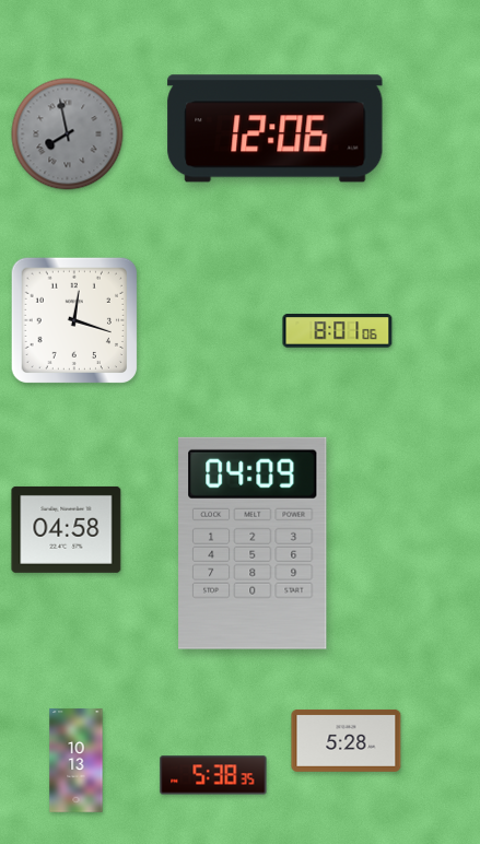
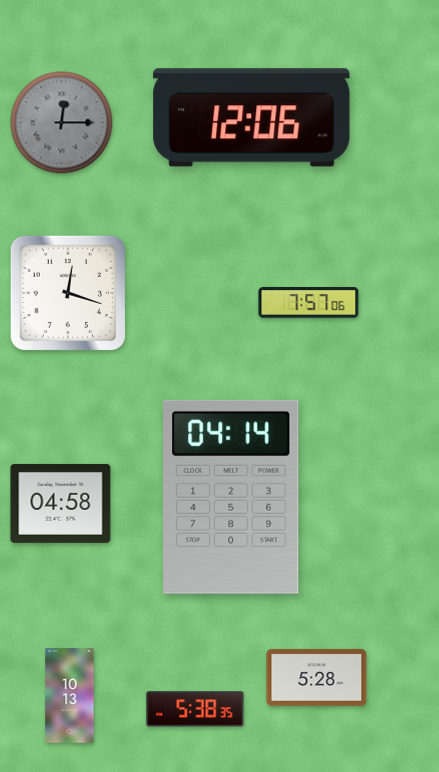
clock at (68, 134): 7:58 -> 12:15
clock at (338, 331): 8:01 -> 7:57
clock at (67, 529) position: (67, 529) -> (61, 503)
clock at (253, 543): 04:09 -> 04:14
